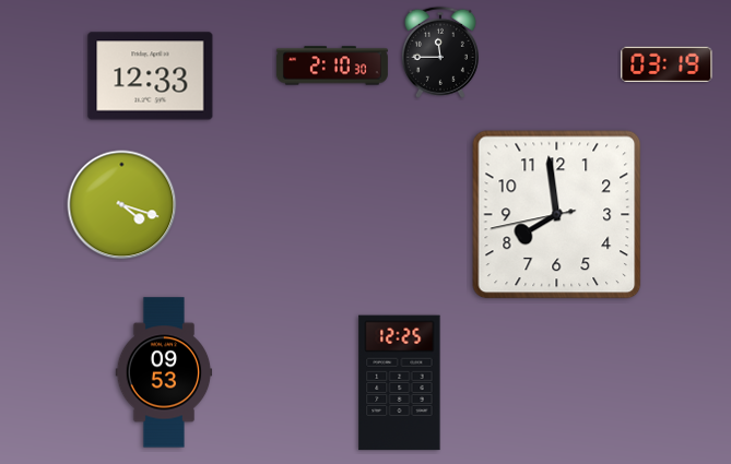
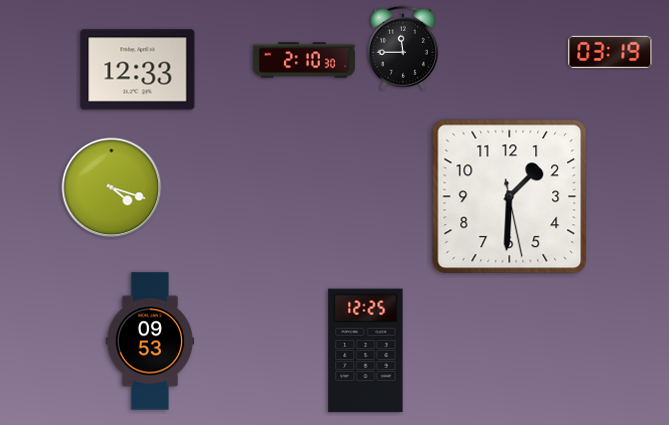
clock at (667, 64) position: (667, 64) -> (610, 52)
clock at (557, 215): 7:58 -> 1:30
